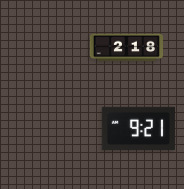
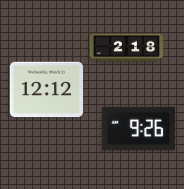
clock at (46, 90): none -> 12:12
clock at (138, 129): 9:21 -> 9:26
